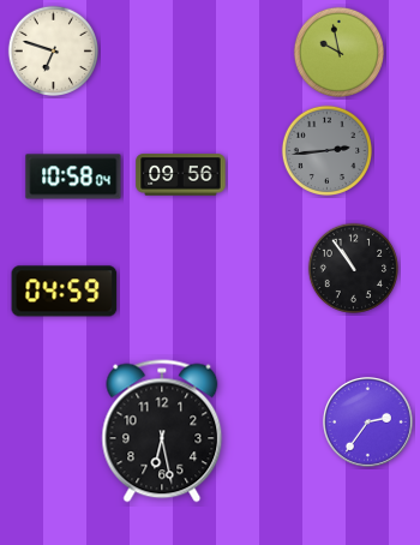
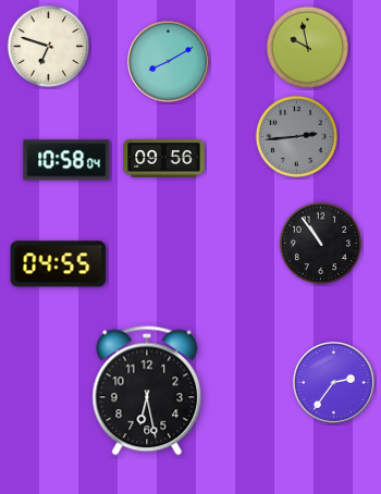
clock at (169, 62): none -> 8:10
clock at (65, 292): 04:59 -> 04:55
